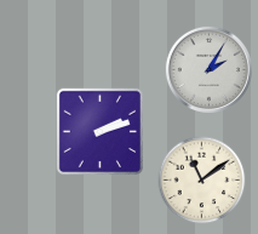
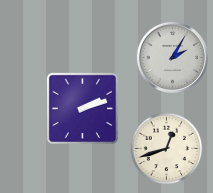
clock at (202, 181): 11:09 -> 12:42
